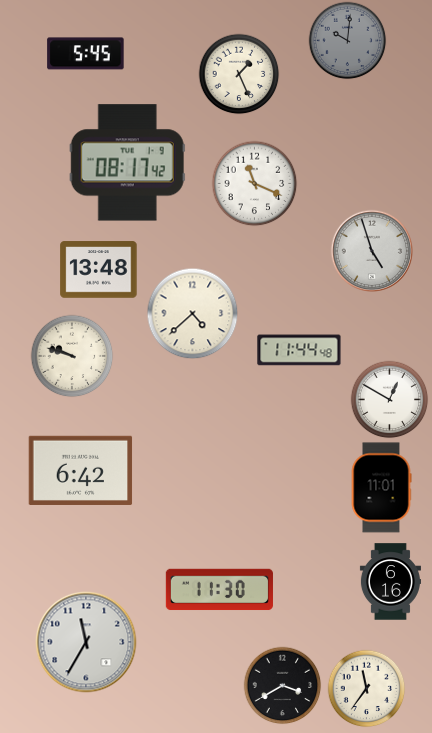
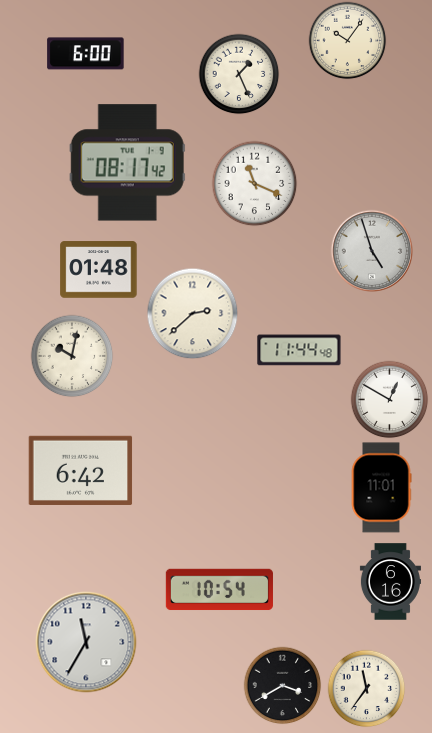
clock at (347, 40): 10:01 -> 10:06
clock at (347, 40) dial: grey -> cream
clock at (86, 54): 5:45 -> 6:00
clock at (99, 270): 13:48 -> 01:48
clock at (192, 313): 4:38 -> 2:38
clock at (72, 356): 9:48 -> 10:02
clock at (219, 590): 11:30 -> 10:54
